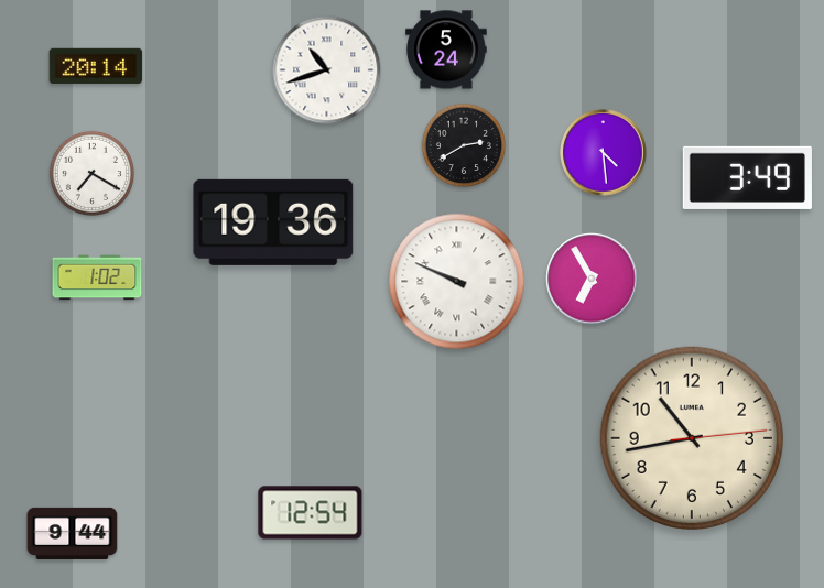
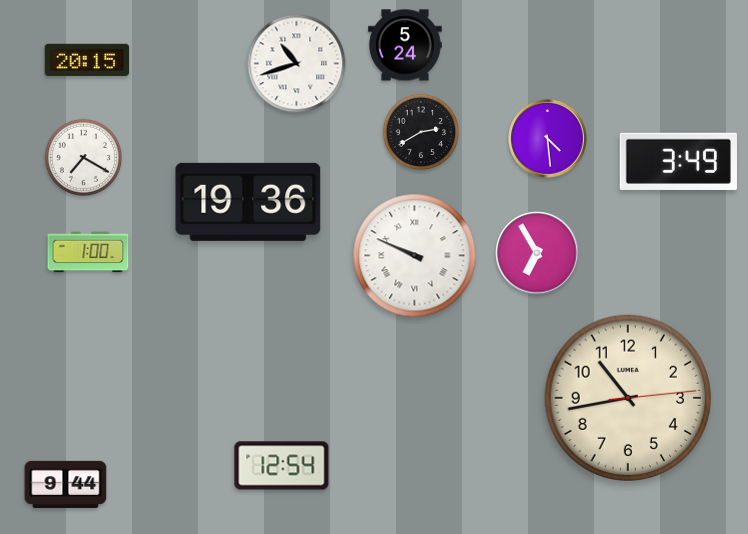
clock at (96, 65): 20:14 -> 20:15
clock at (97, 277): 1:02 -> 1:00
